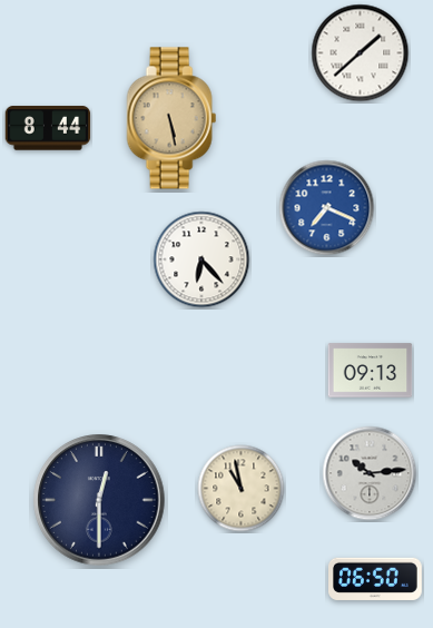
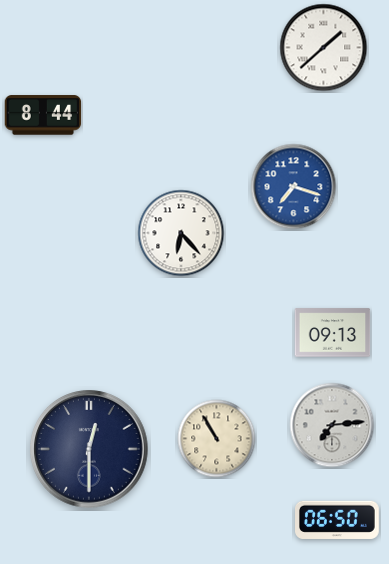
clock at (171, 118): 5:28 -> none
clock at (327, 208): 7:19 -> 7:18
clock at (370, 473): 10:14 -> 7:14
clock at (242, 489): 10:58 -> 10:55
